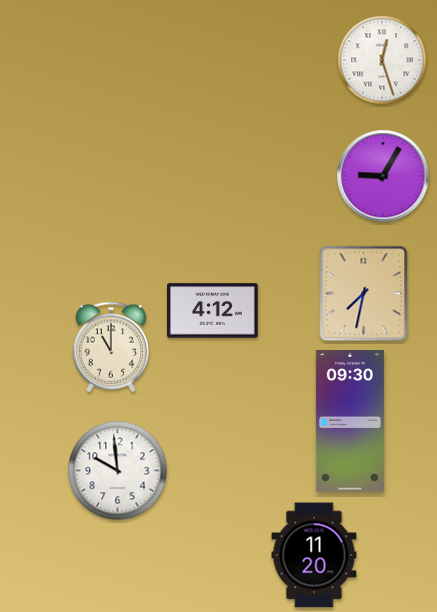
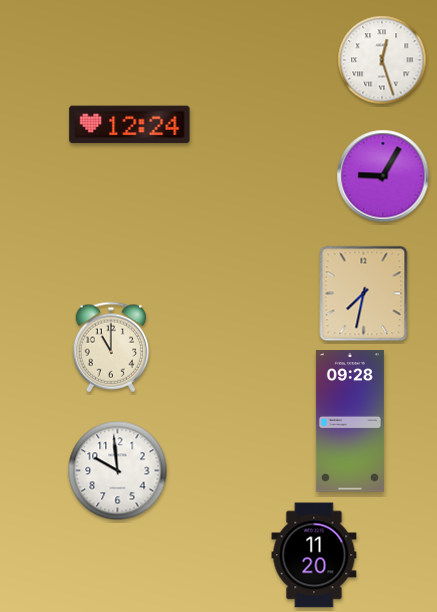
clock at (130, 125): none -> 12:24
clock at (213, 311): 4:12 -> none
clock at (350, 421): 09:30 -> 09:28
